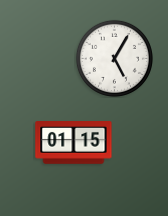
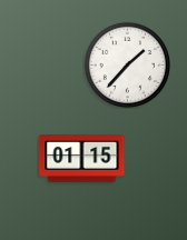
clock at (114, 58): 5:05 -> 1:37
